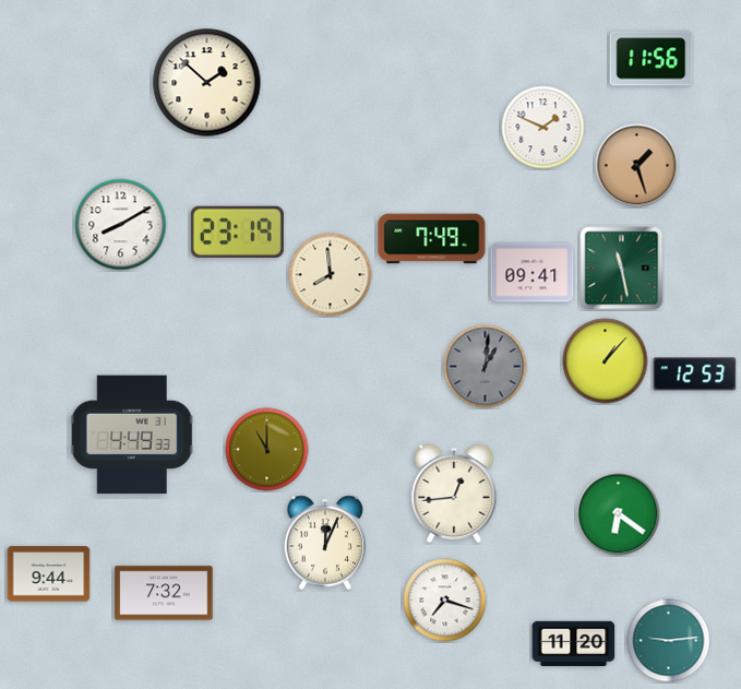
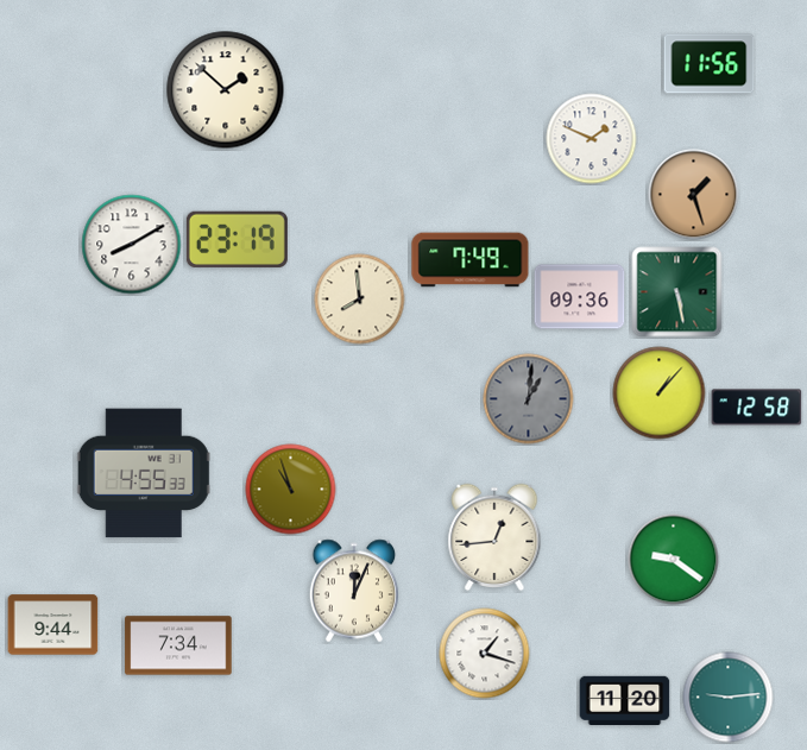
clock at (637, 166) position: (637, 166) -> (694, 195)
clock at (237, 231) position: (237, 231) -> (237, 239)
clock at (622, 269): 11:28 -> 5:28
clock at (533, 273): 09:41 -> 09:36
clock at (695, 375): 12:53 -> 12:58
clock at (132, 435): 4:49 -> 4:55
clock at (267, 450): 11:00 -> 10:57
clock at (619, 514): 6:21 -> 9:21
clock at (164, 593): 7:32 -> 7:34
clock at (445, 601): 7:18 -> 1:18
